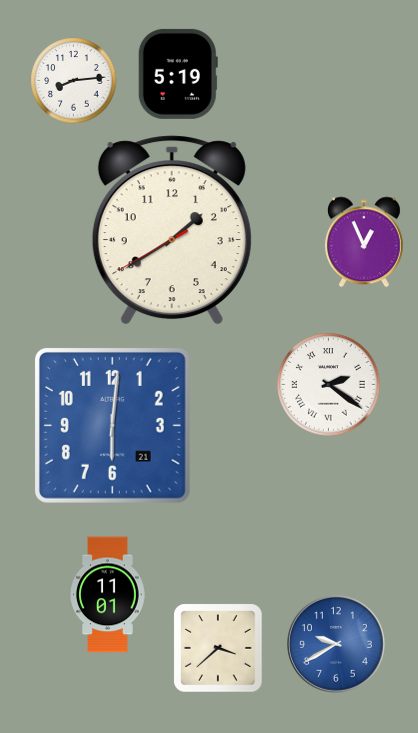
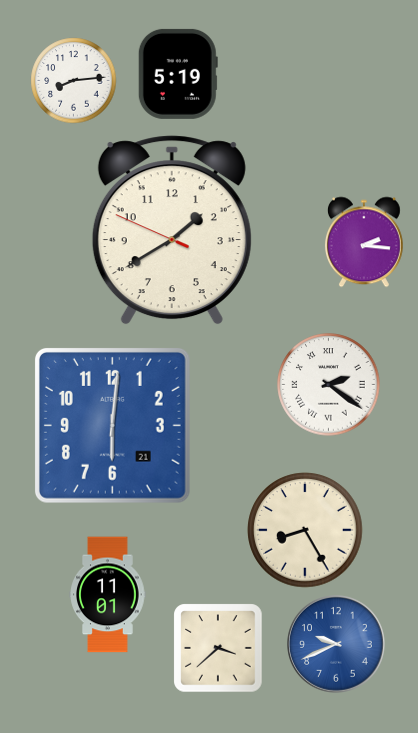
clock at (172, 230): 1:39:40 -> 1:39:49
clock at (364, 242): 12:56 -> 2:16
clock at (305, 530): none -> 8:25
clock at (337, 645): 9:40 -> 9:41
